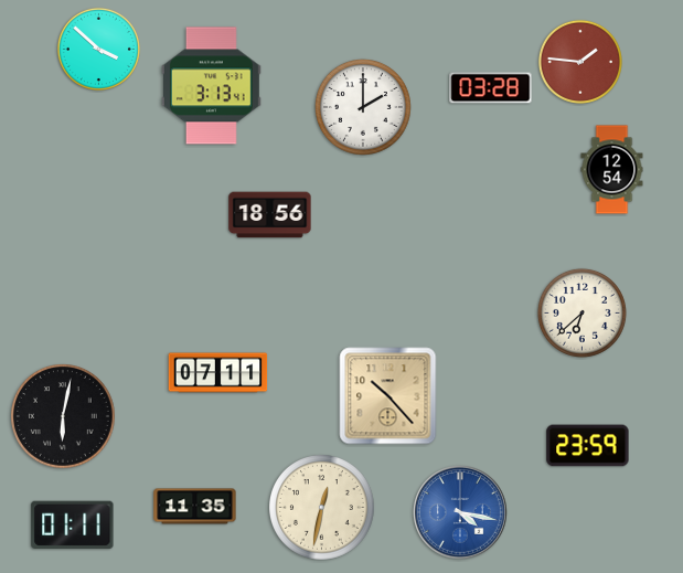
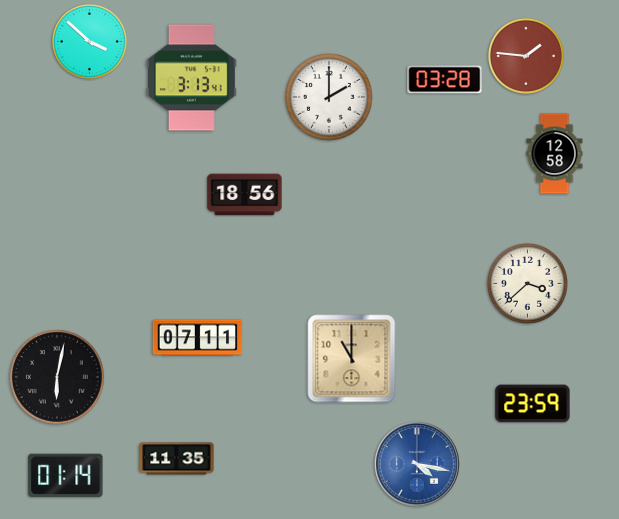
clock at (98, 49) position: (98, 49) -> (89, 41)
clock at (612, 170): 12:54 -> 12:58
clock at (581, 312): 6:38 -> 3:38
clock at (388, 396): 10:23 -> 11:00
clock at (322, 508): 12:32 -> none
clock at (73, 524): 01:11 -> 01:14
